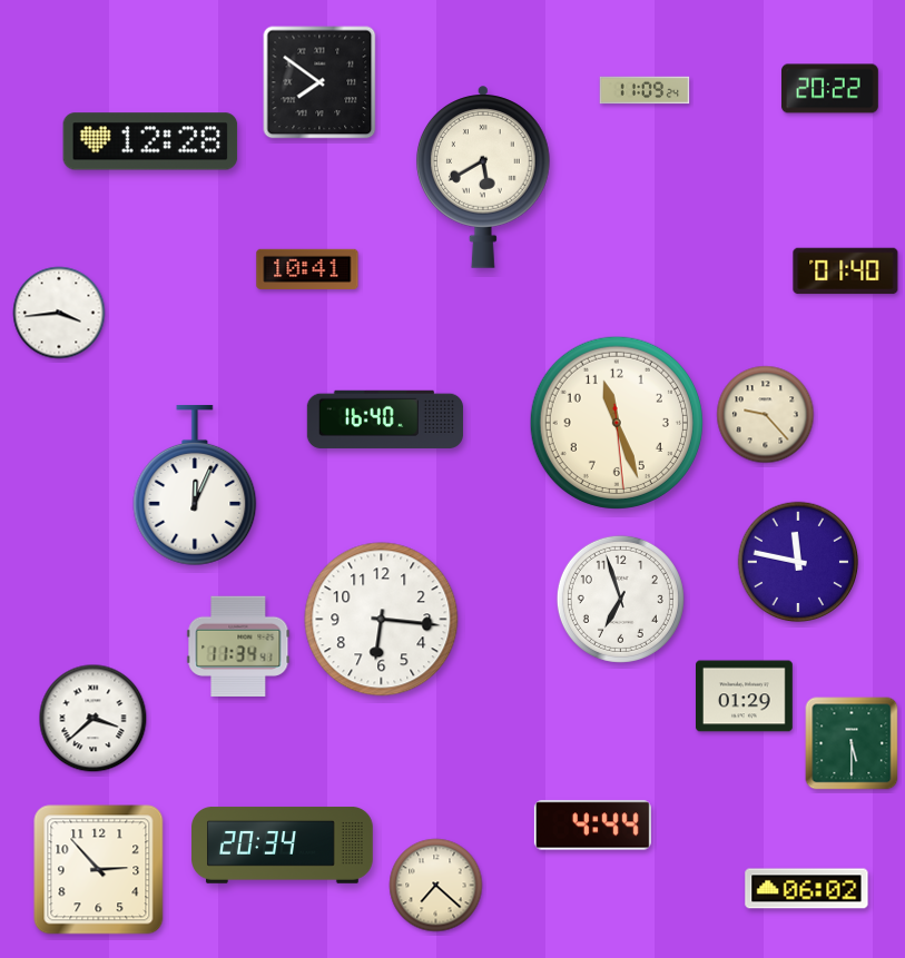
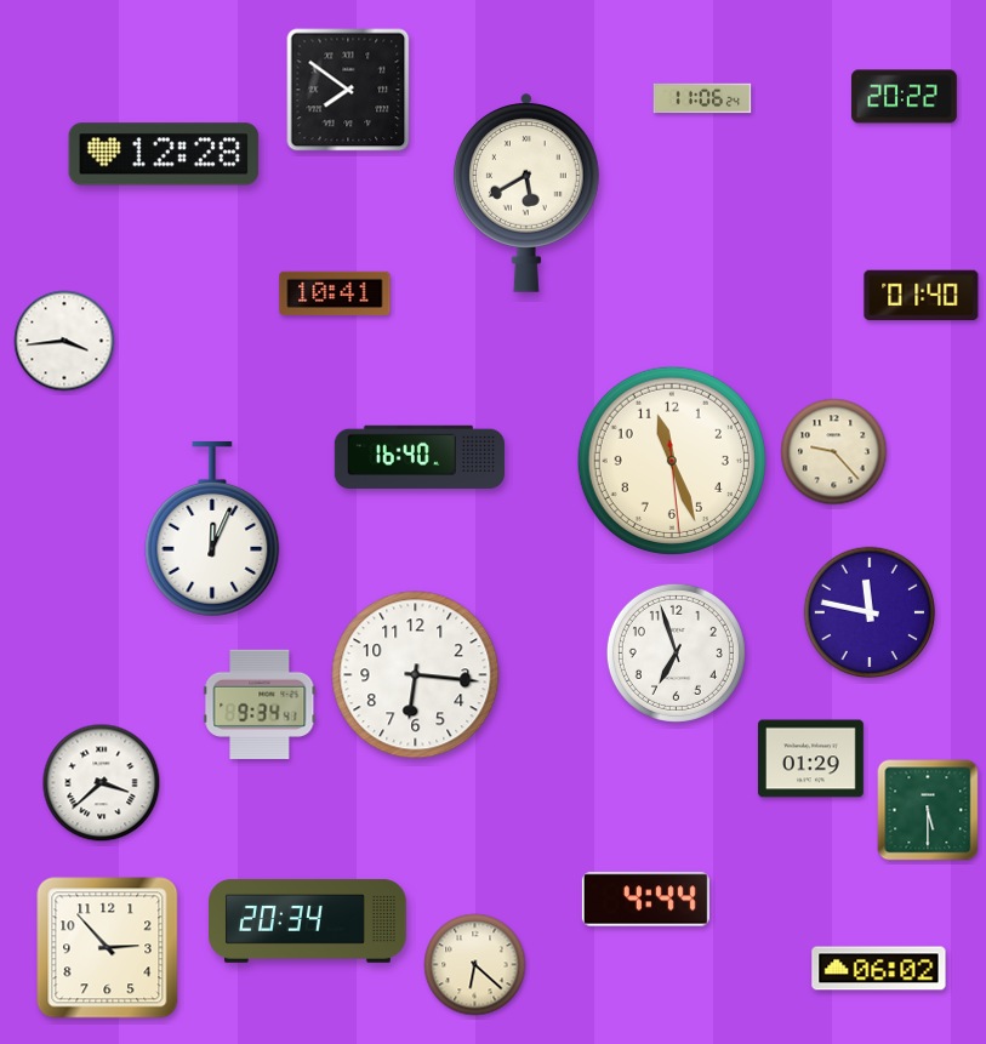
clock at (645, 90): 11:09 -> 11:06
clock at (238, 645): 11:34 -> 9:34
clock at (436, 886): 7:22 -> 6:22
